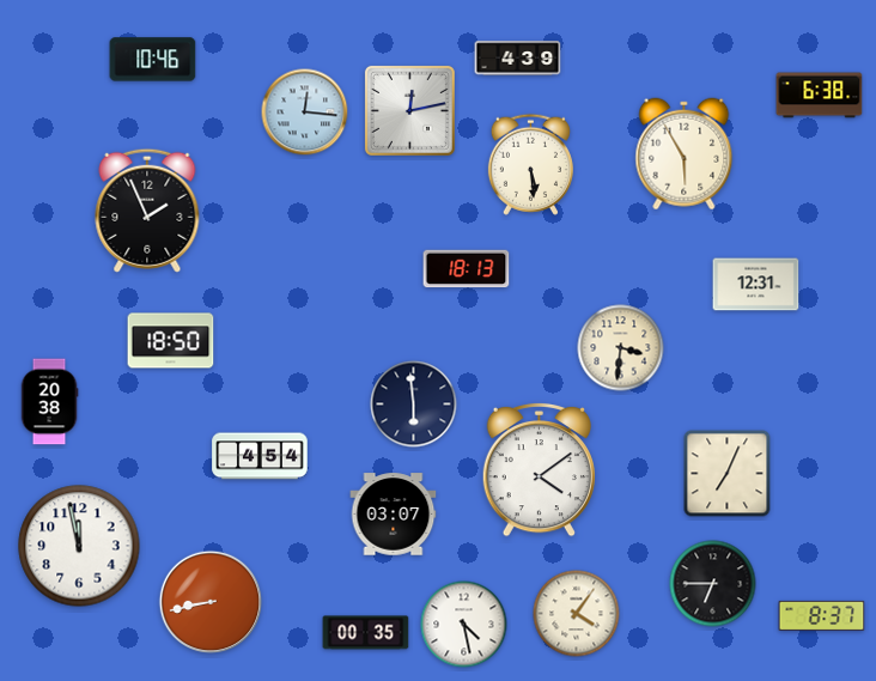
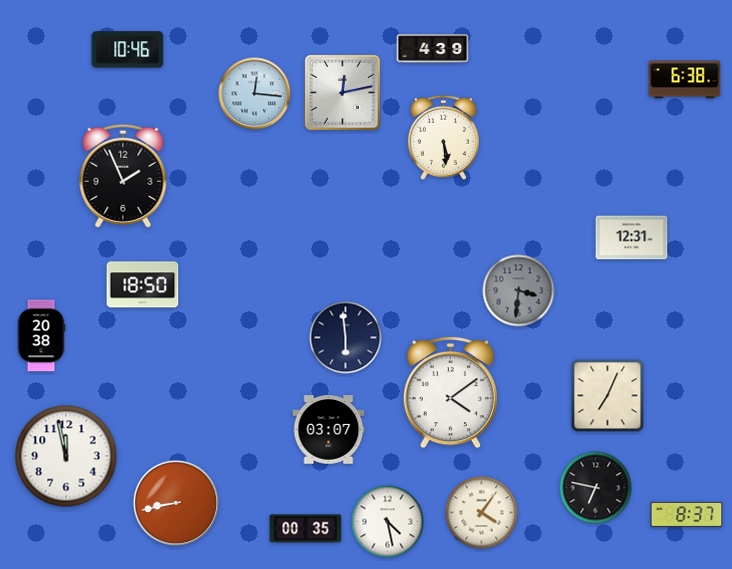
clock at (685, 154): 5:55 -> none
clock at (467, 269): 18:13 -> none
clock at (621, 348) dial: cream -> grey
clock at (260, 456): 4:54 -> none
clock at (713, 584): 6:45 -> 6:47
